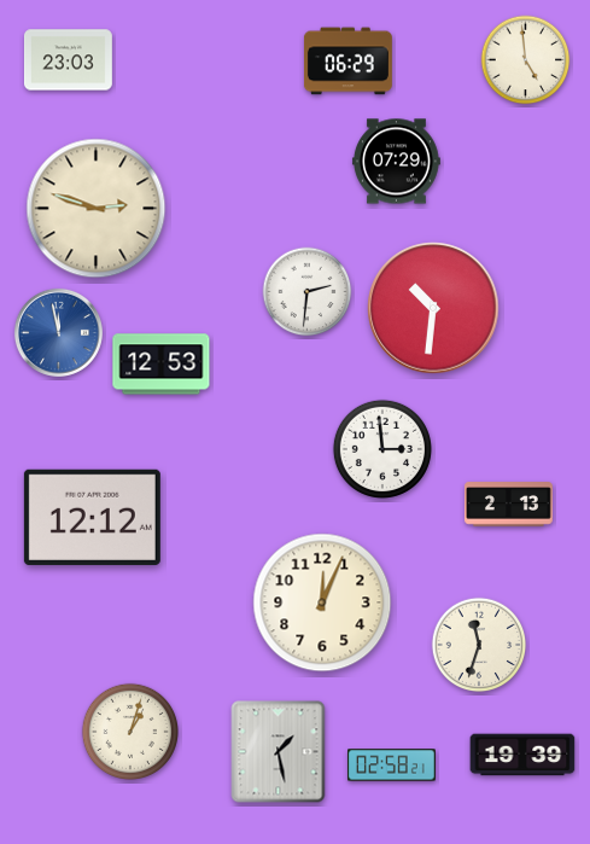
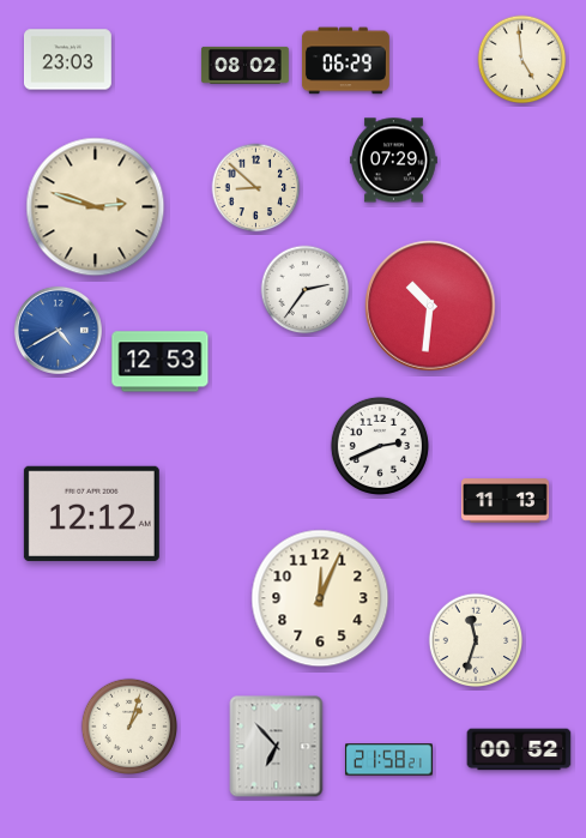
clock at (244, 65): none -> 08:02
clock at (256, 188): none -> 8:52
clock at (308, 292): 2:31 -> 2:36
clock at (58, 332): 11:58 -> 4:40
clock at (382, 449): 2:59 -> 2:41
clock at (509, 505): 2:13 -> 11:13
clock at (279, 752): 1:28 -> 6:53
clock at (522, 755): 19:39 -> 00:52
clock at (392, 766): 02:58 -> 21:58
